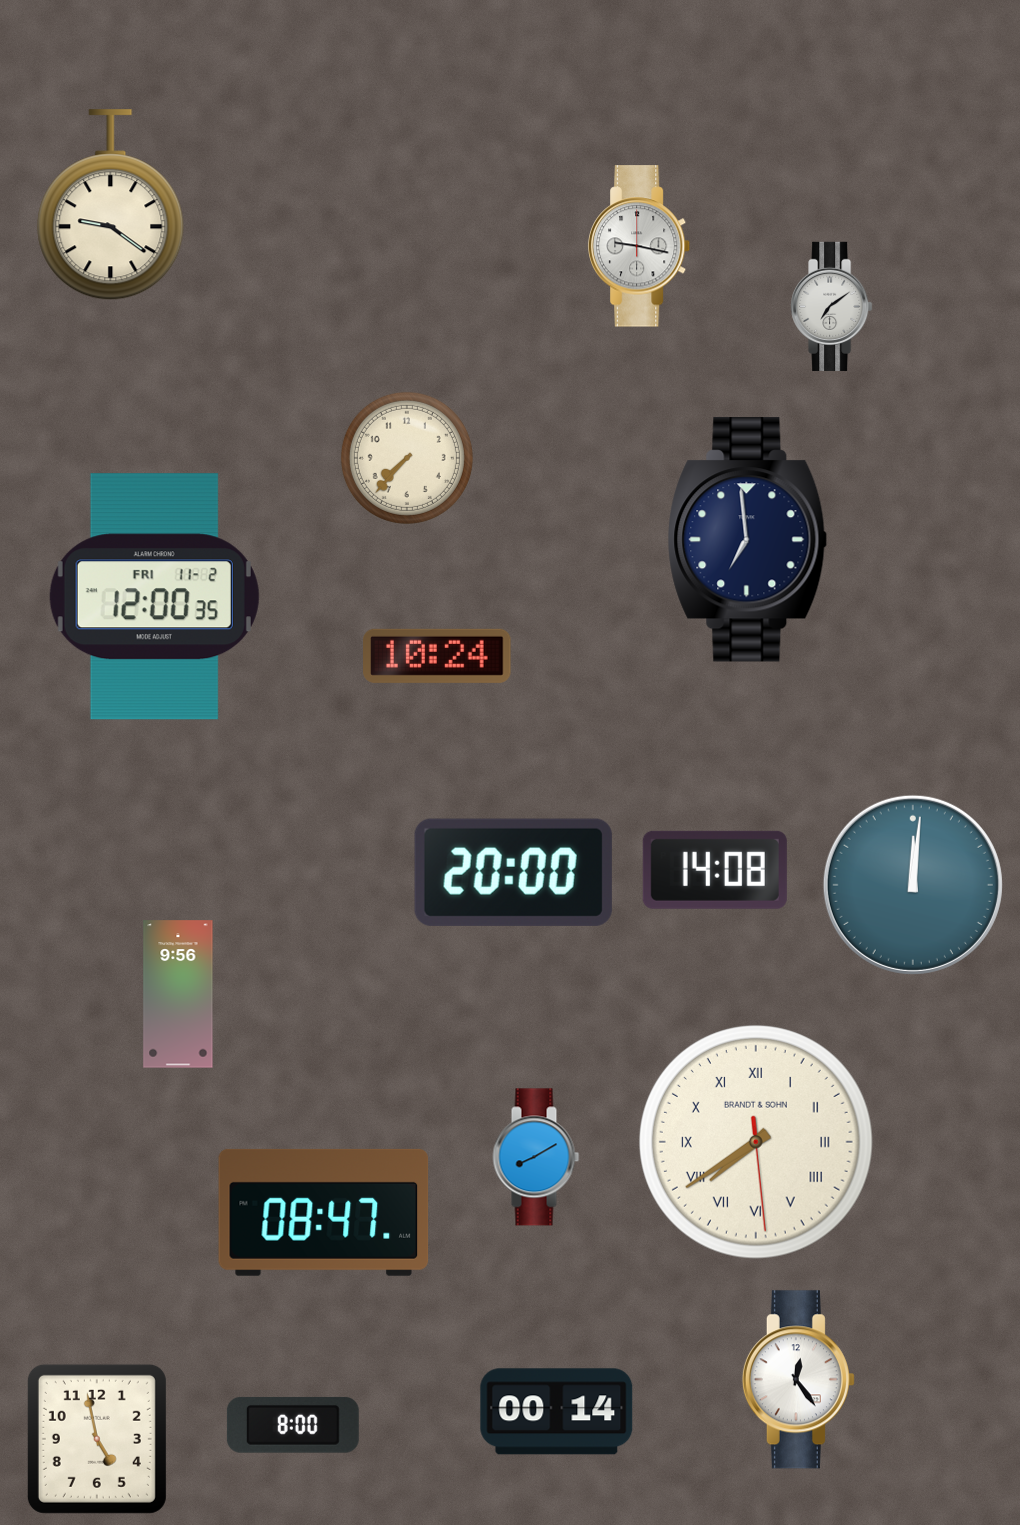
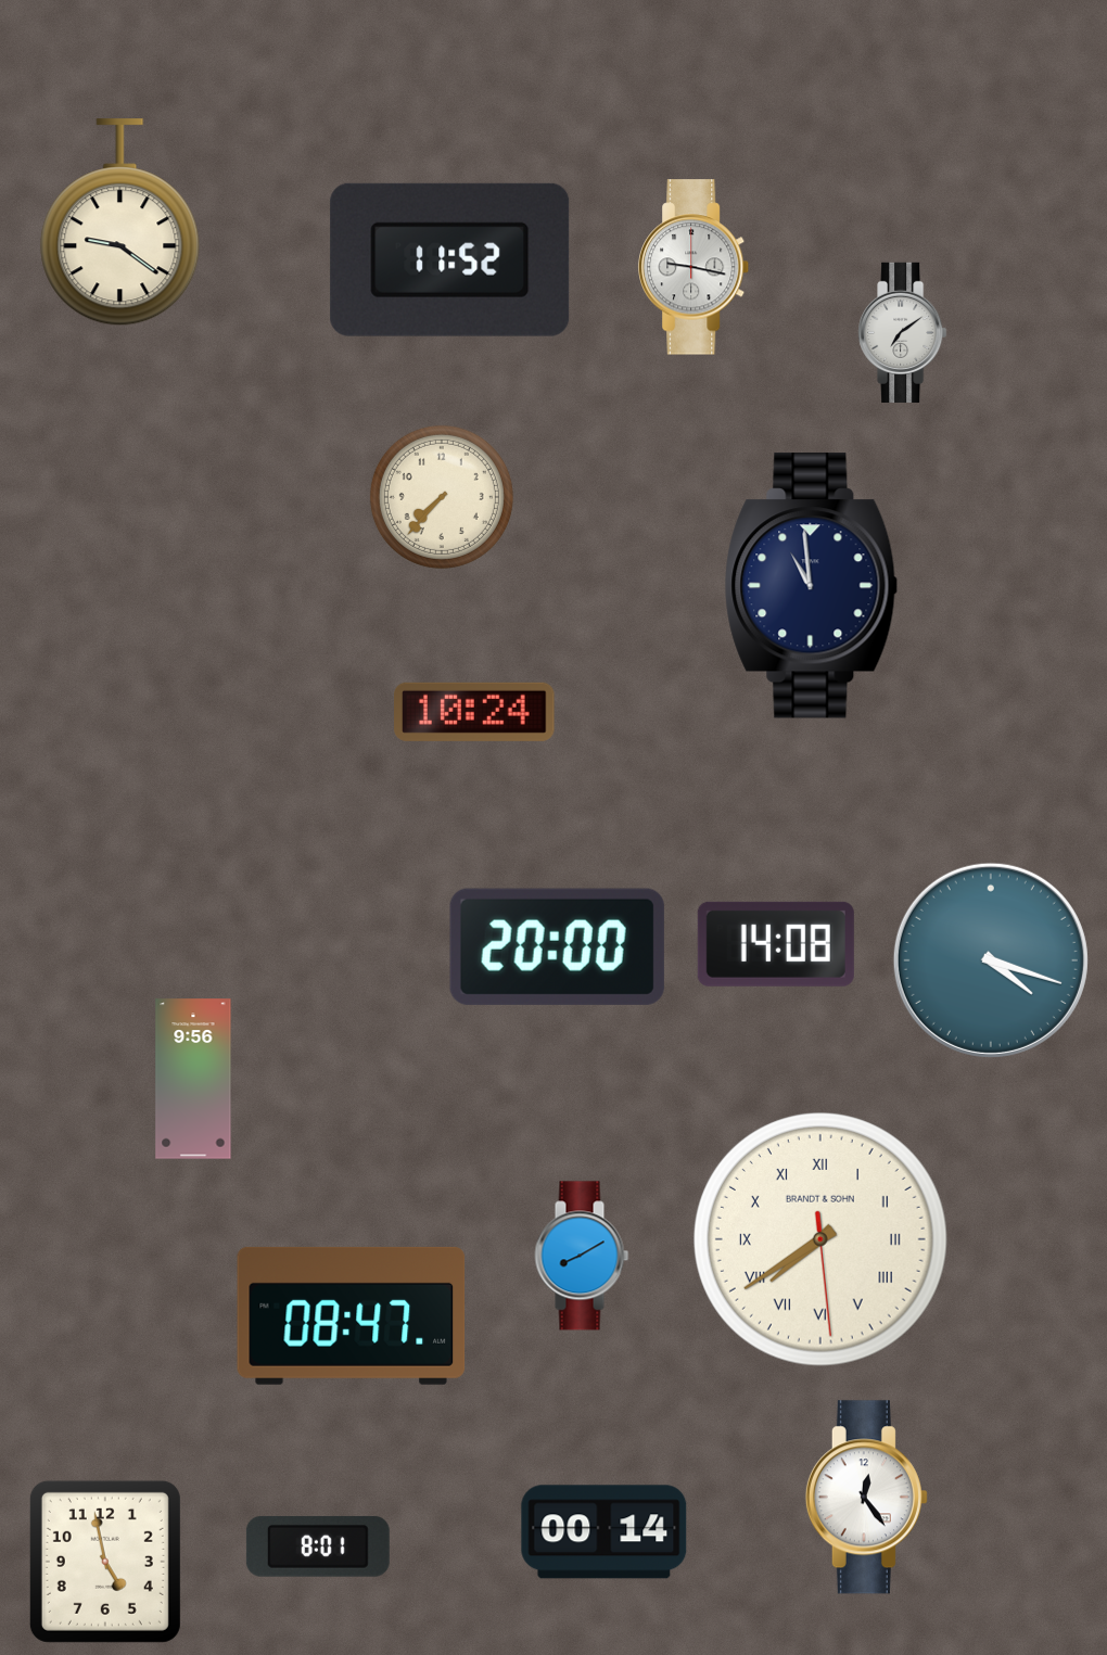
clock at (450, 259): none -> 11:52
clock at (748, 540): 6:59 -> 10:59
clock at (154, 597): 12:00 -> none
clock at (913, 885): 12:01 -> 4:18
clock at (293, 1425): 8:00 -> 8:01
